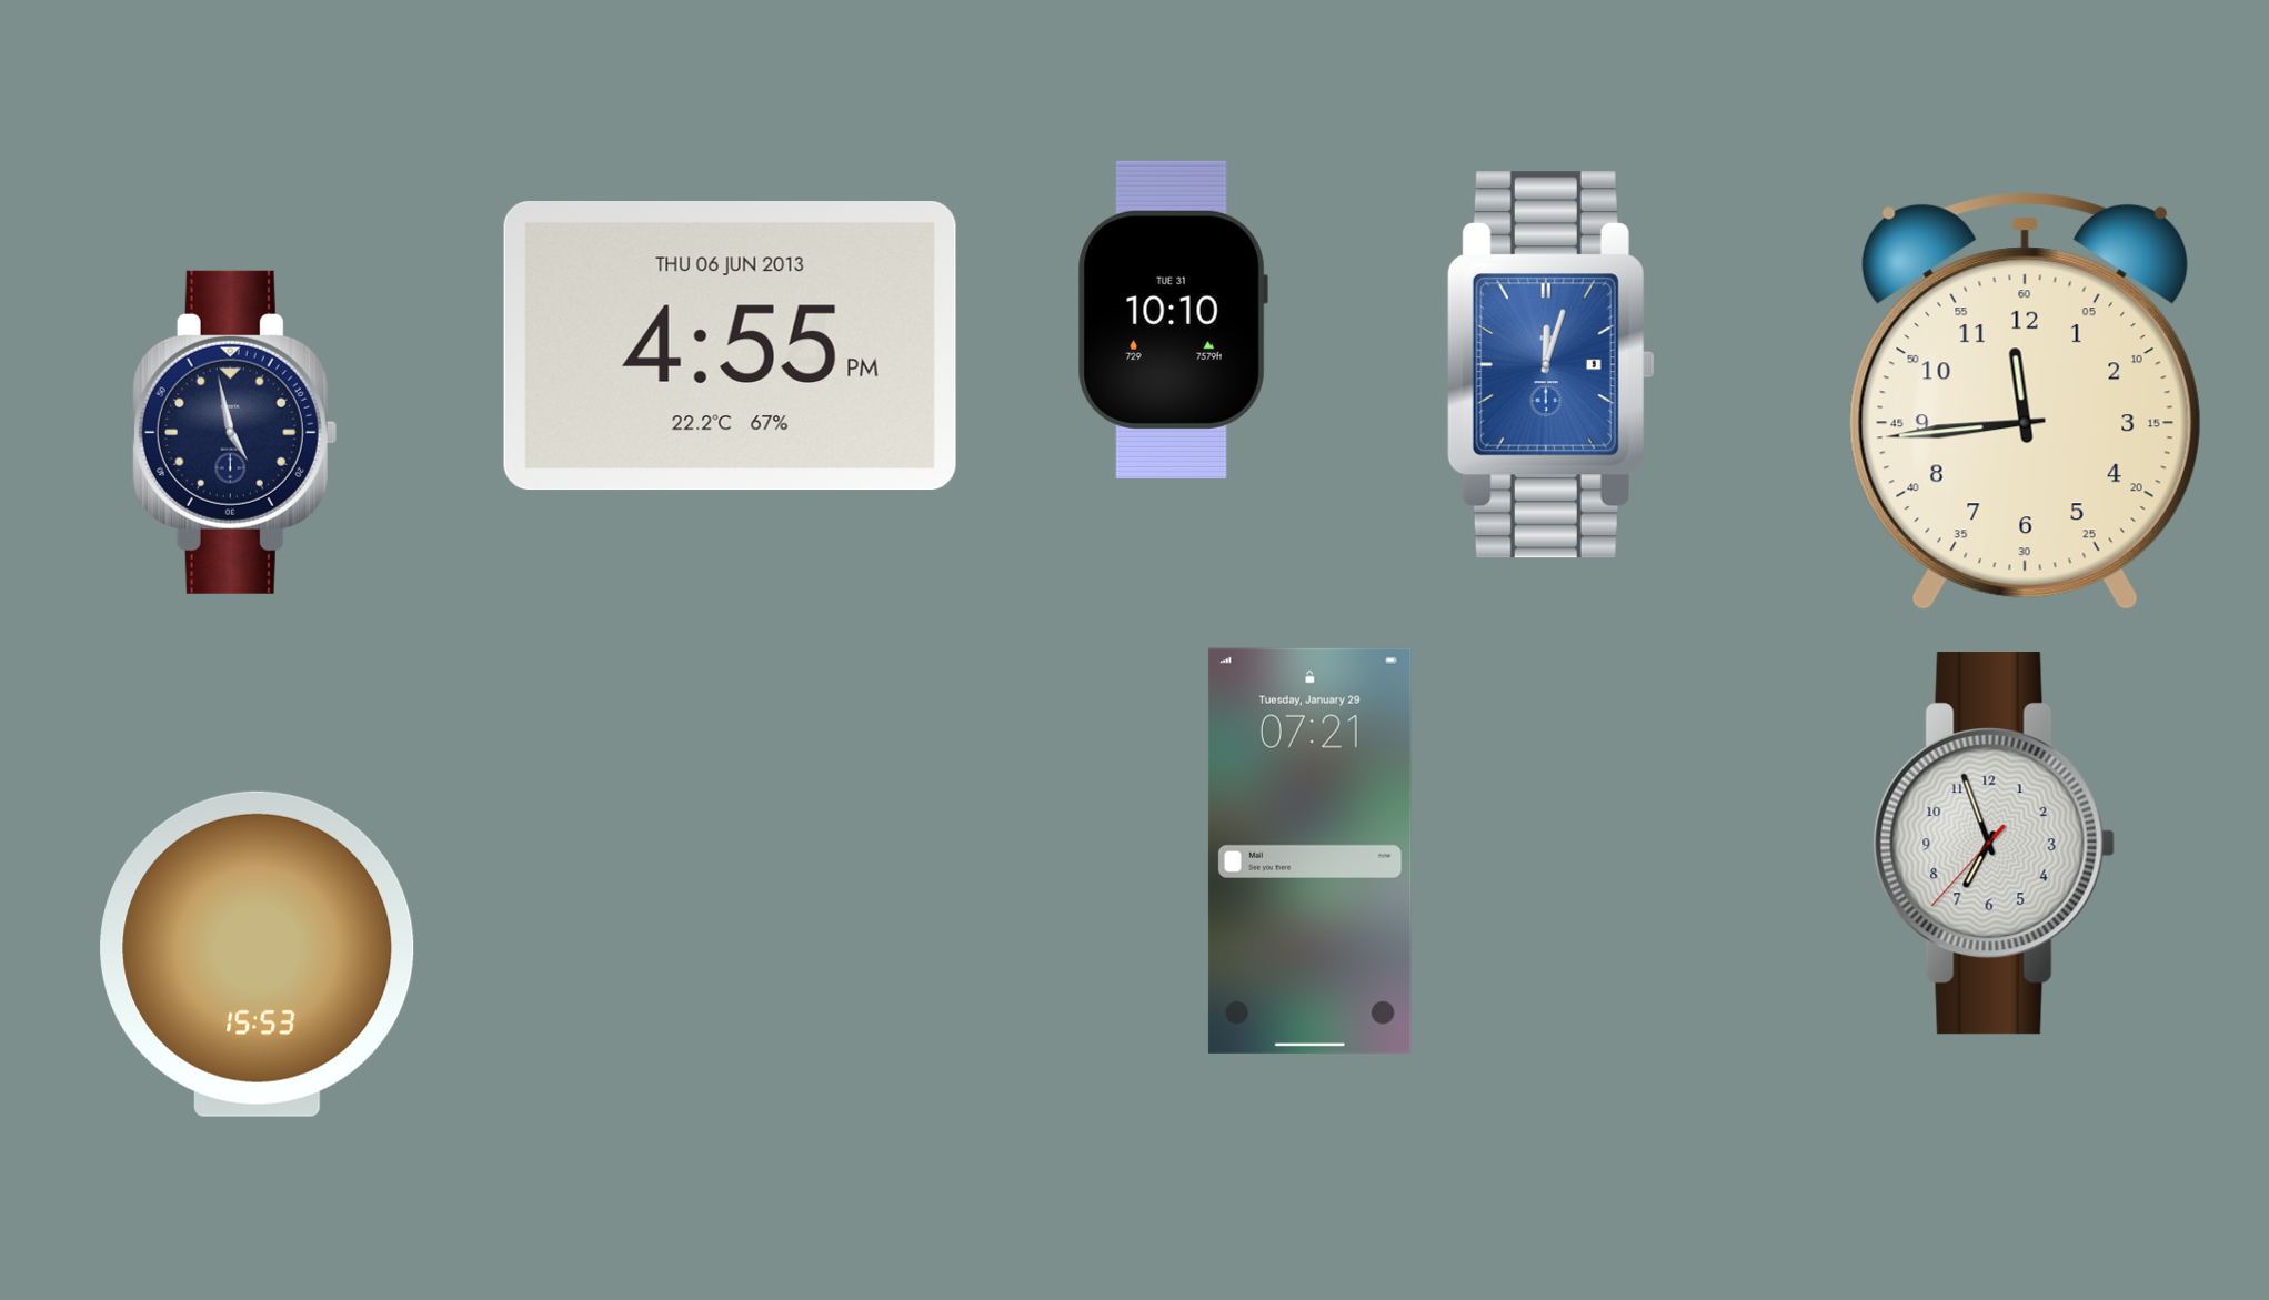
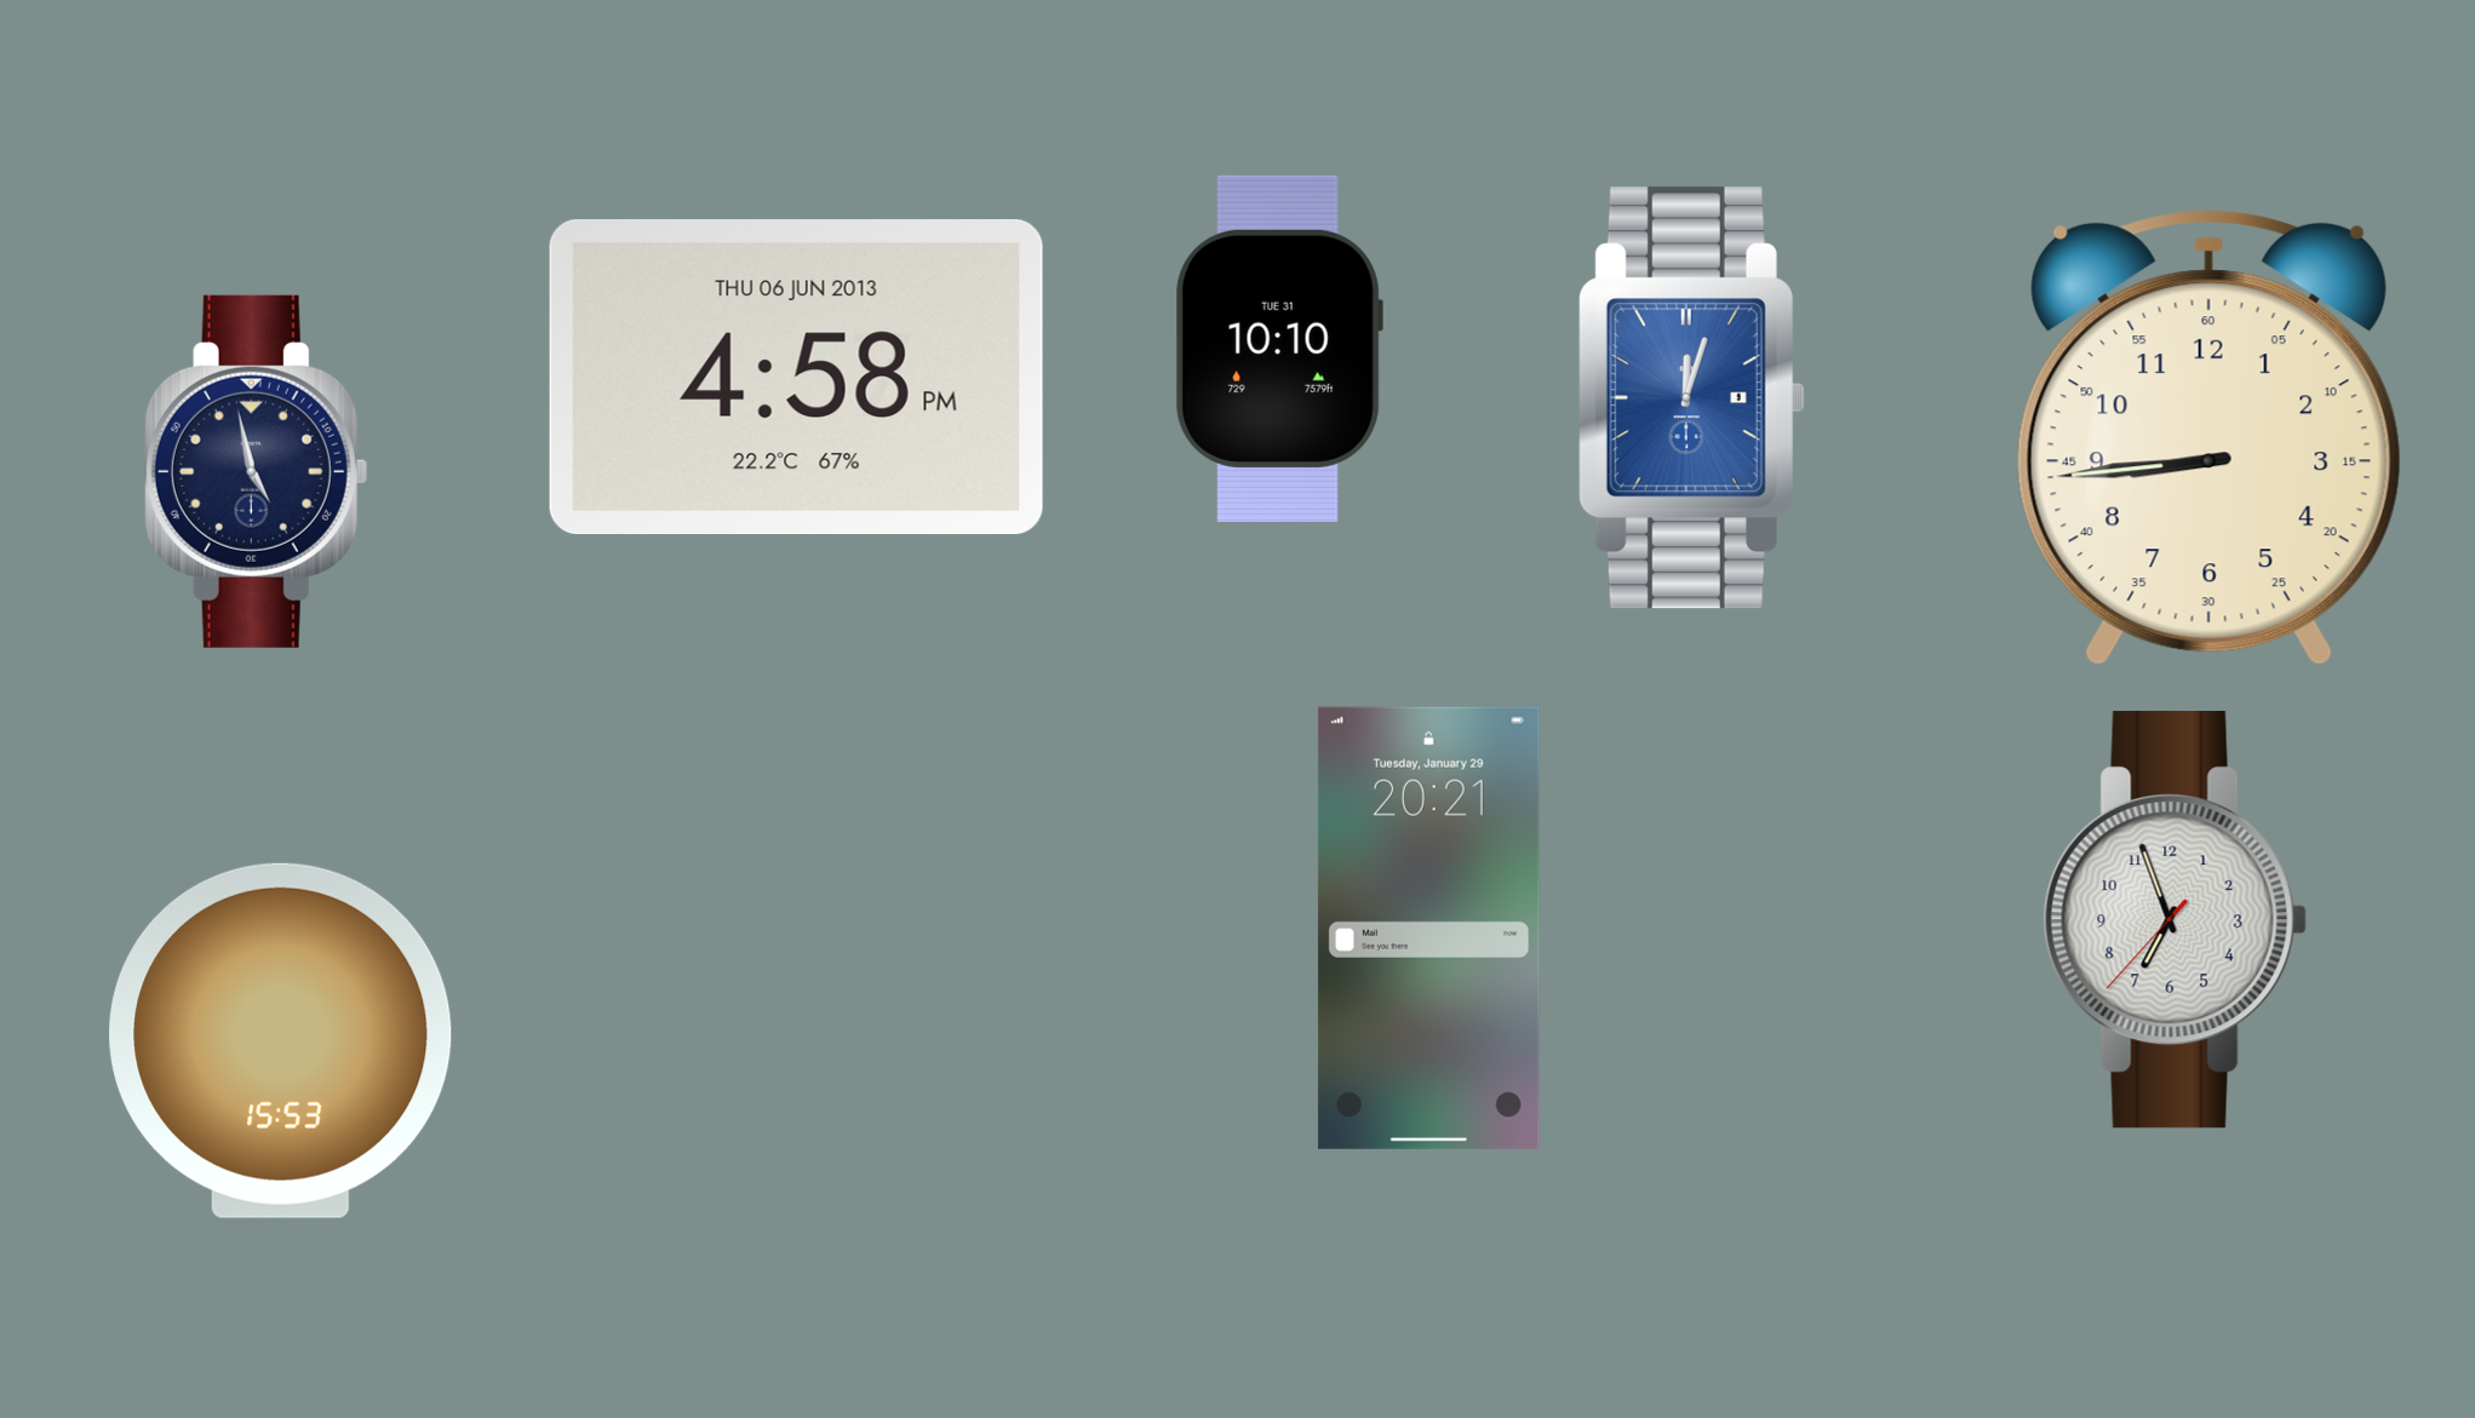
clock at (730, 346): 4:55 -> 4:58
clock at (2025, 402): 11:44 -> 8:44
clock at (1309, 850): 07:21 -> 20:21
